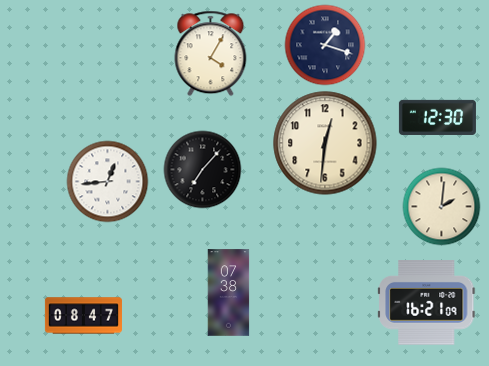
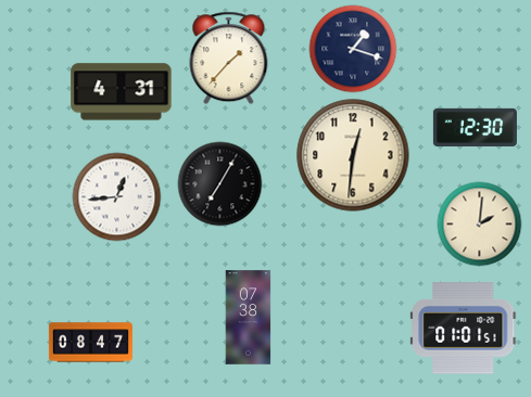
clock at (211, 53): 4:05 -> 1:37
clock at (122, 92): none -> 4:31
clock at (202, 169): 7:07 -> 7:05
clock at (427, 303): 16:21 -> 01:01
